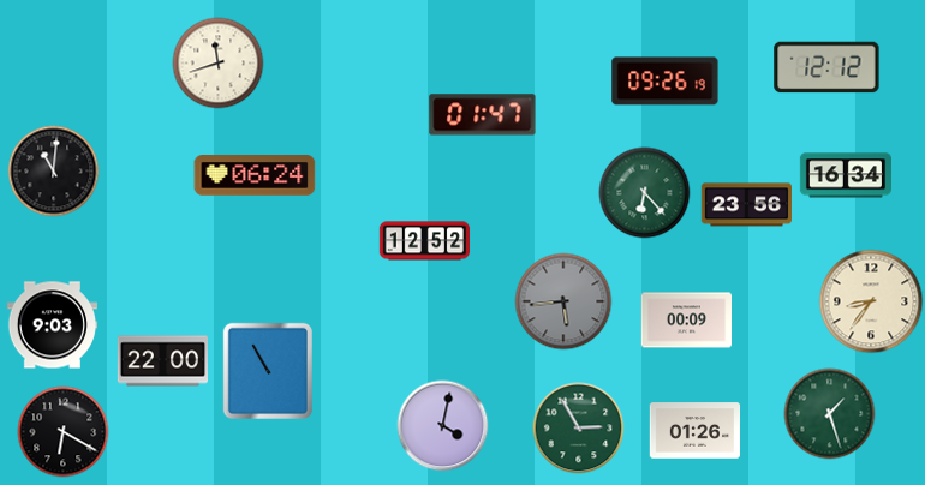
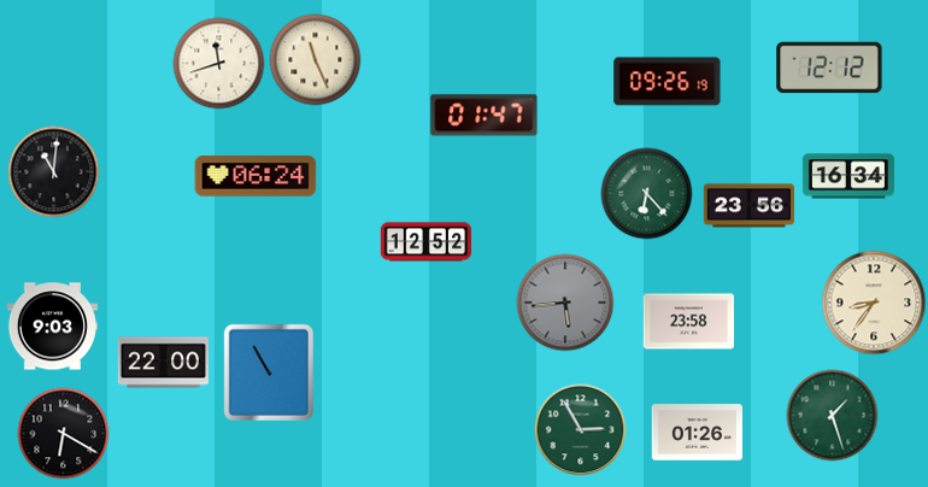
clock at (316, 60): none -> 11:26
clock at (686, 321): 00:09 -> 23:58
clock at (443, 426): 4:02 -> none
